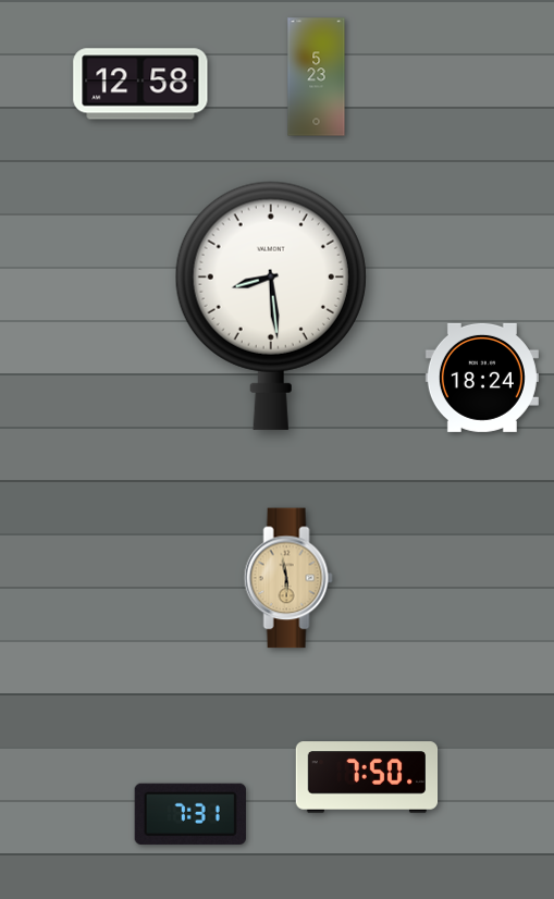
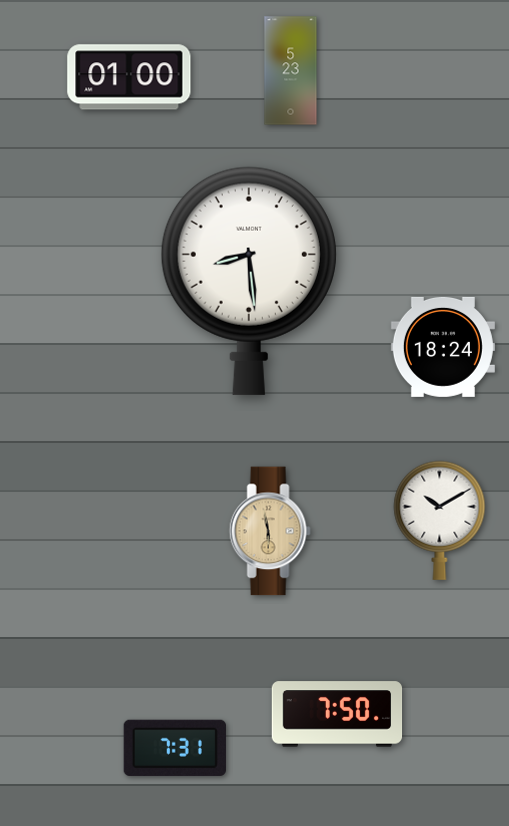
clock at (140, 84): 12:58 -> 01:00
clock at (440, 520): none -> 10:10
clock at (288, 578) position: (288, 578) -> (270, 531)
